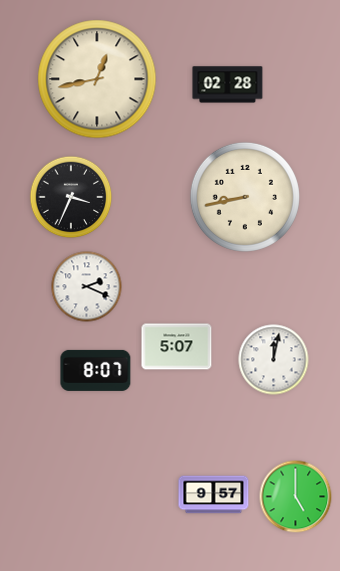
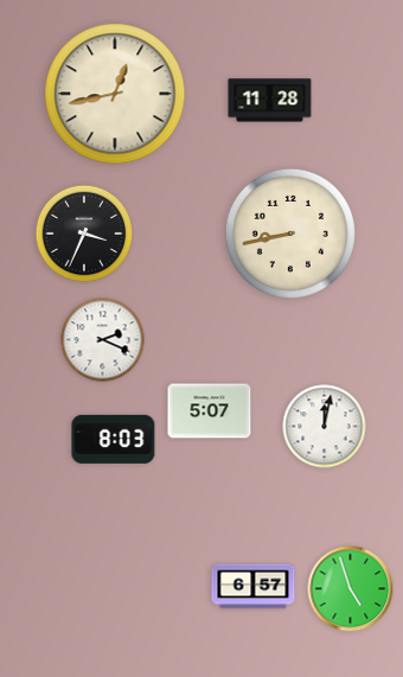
clock at (228, 85): 02:28 -> 11:28
clock at (96, 370): 8:07 -> 8:03
clock at (214, 495): 9:57 -> 6:57
clock at (296, 497): 5:00 -> 4:57
